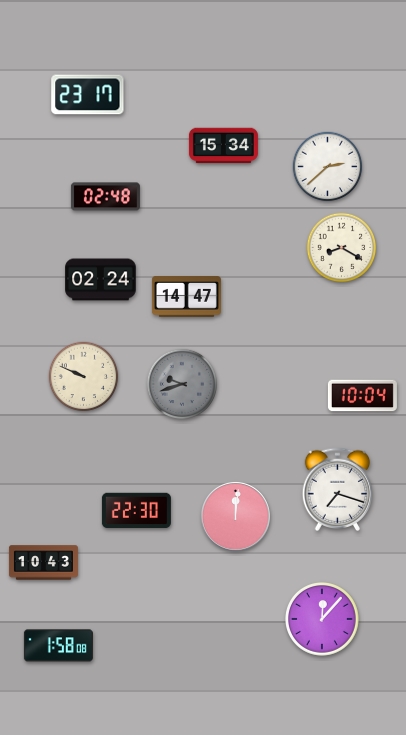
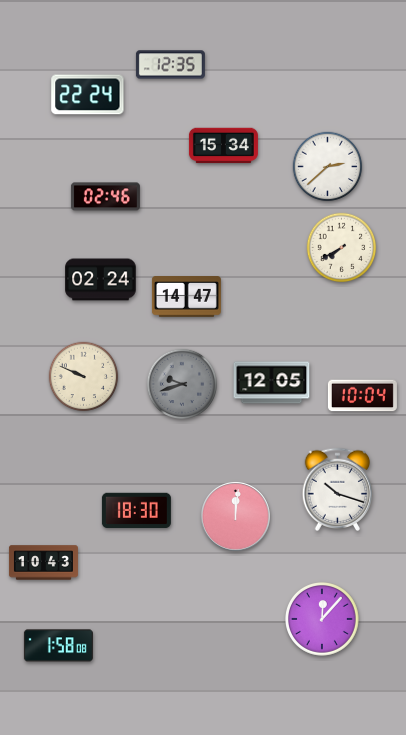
clock at (170, 65): none -> 12:35
clock at (88, 95): 23:17 -> 22:24
clock at (105, 197): 02:48 -> 02:46
clock at (342, 248): 8:20 -> 7:40
clock at (272, 383): none -> 12:05
clock at (338, 489): 7:18 -> 10:18
clock at (136, 511): 22:30 -> 18:30
